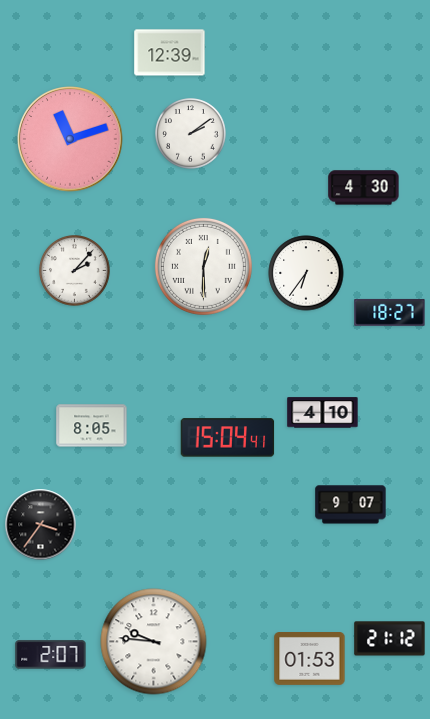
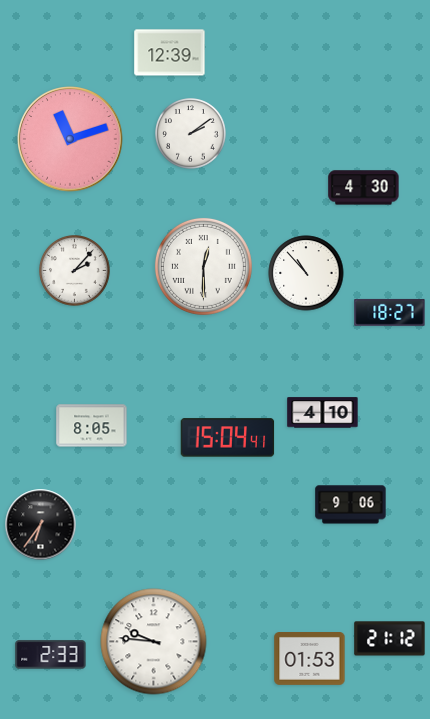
clock at (306, 273): 6:36 -> 10:53
clock at (351, 505): 9:07 -> 9:06
clock at (41, 525): 3:36 -> 6:36
clock at (51, 655): 2:07 -> 2:33
